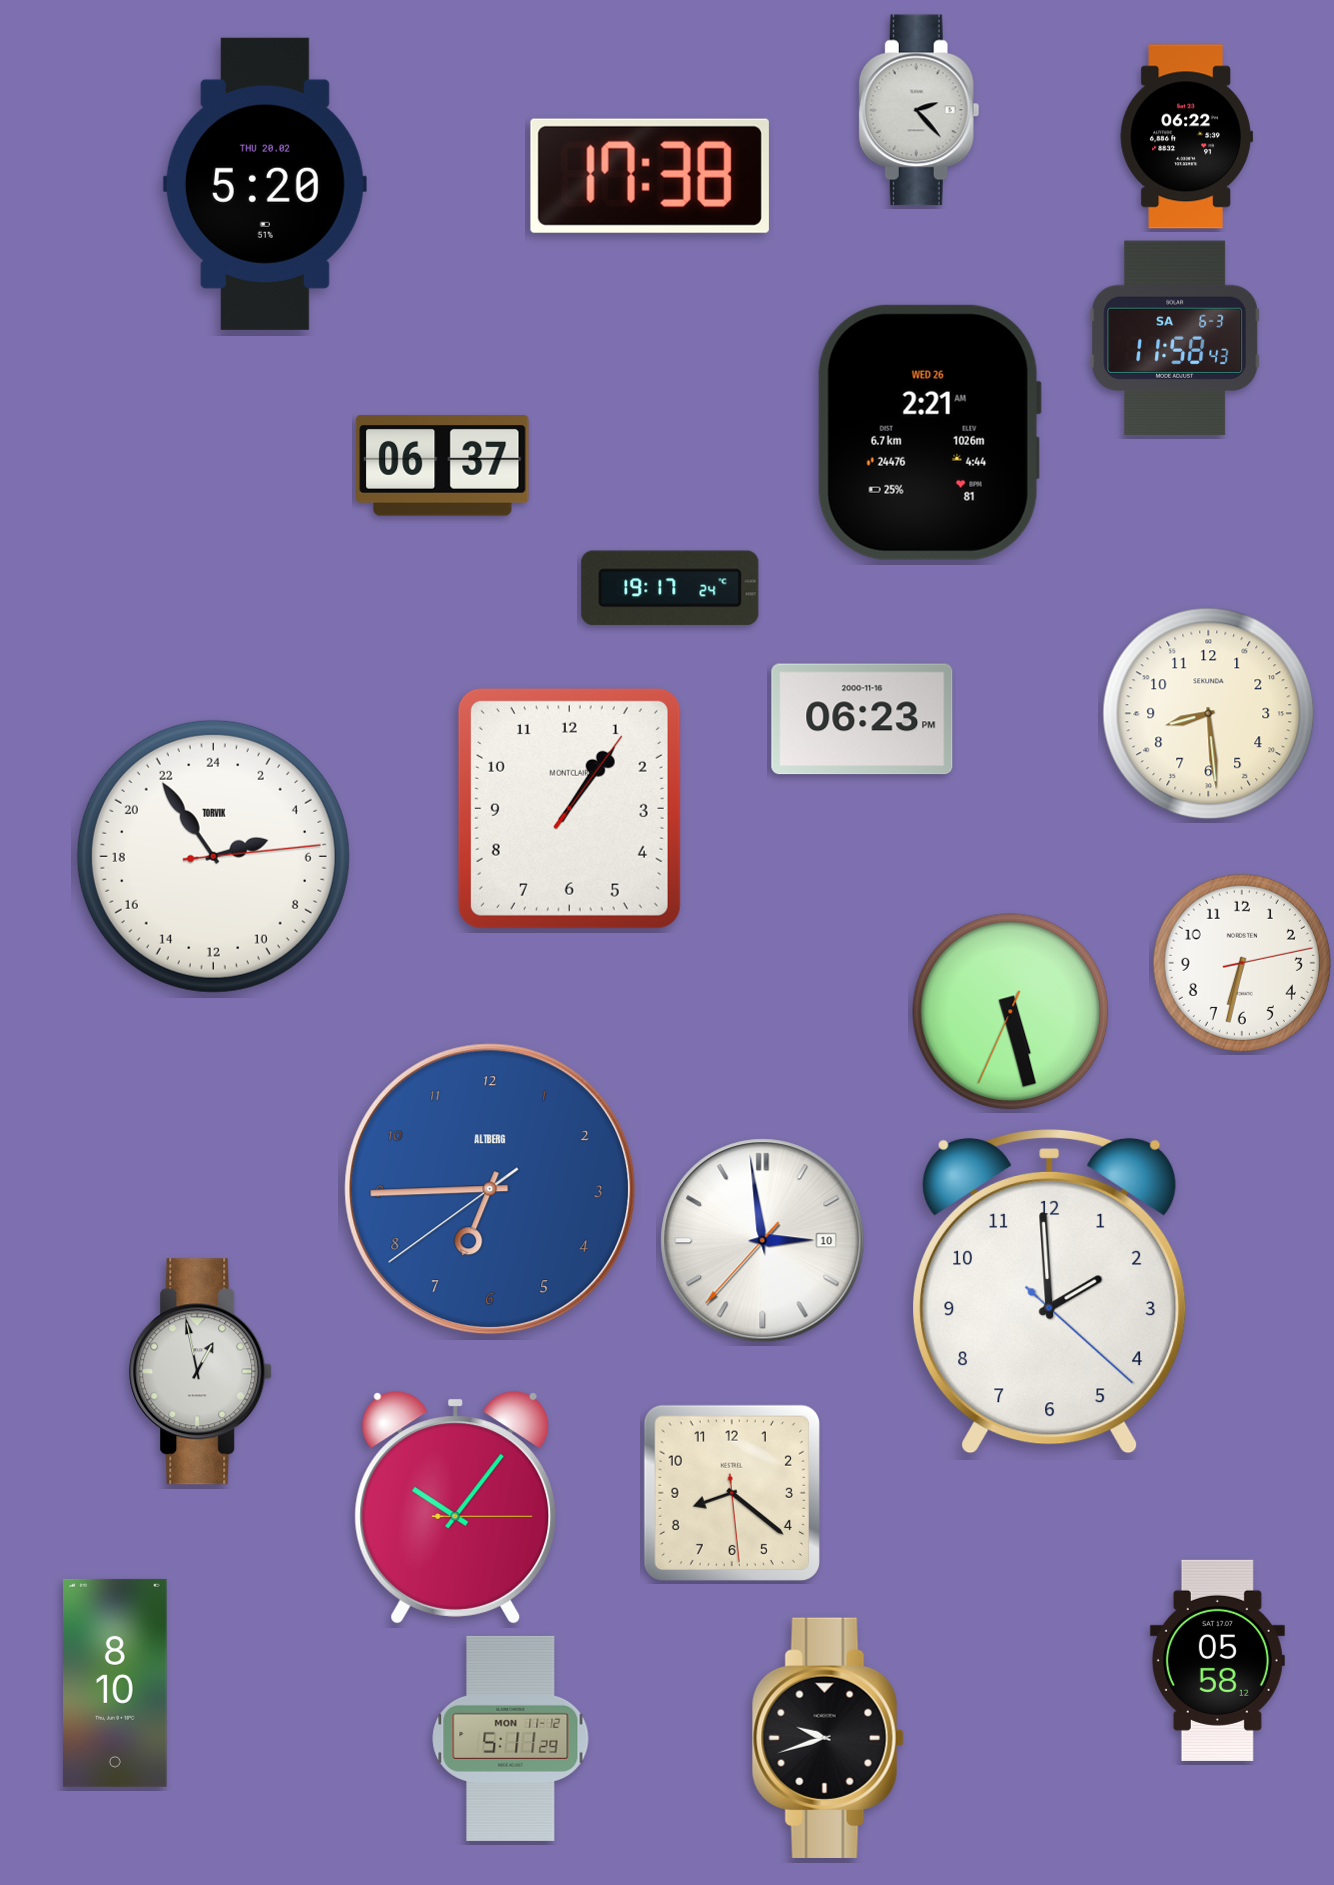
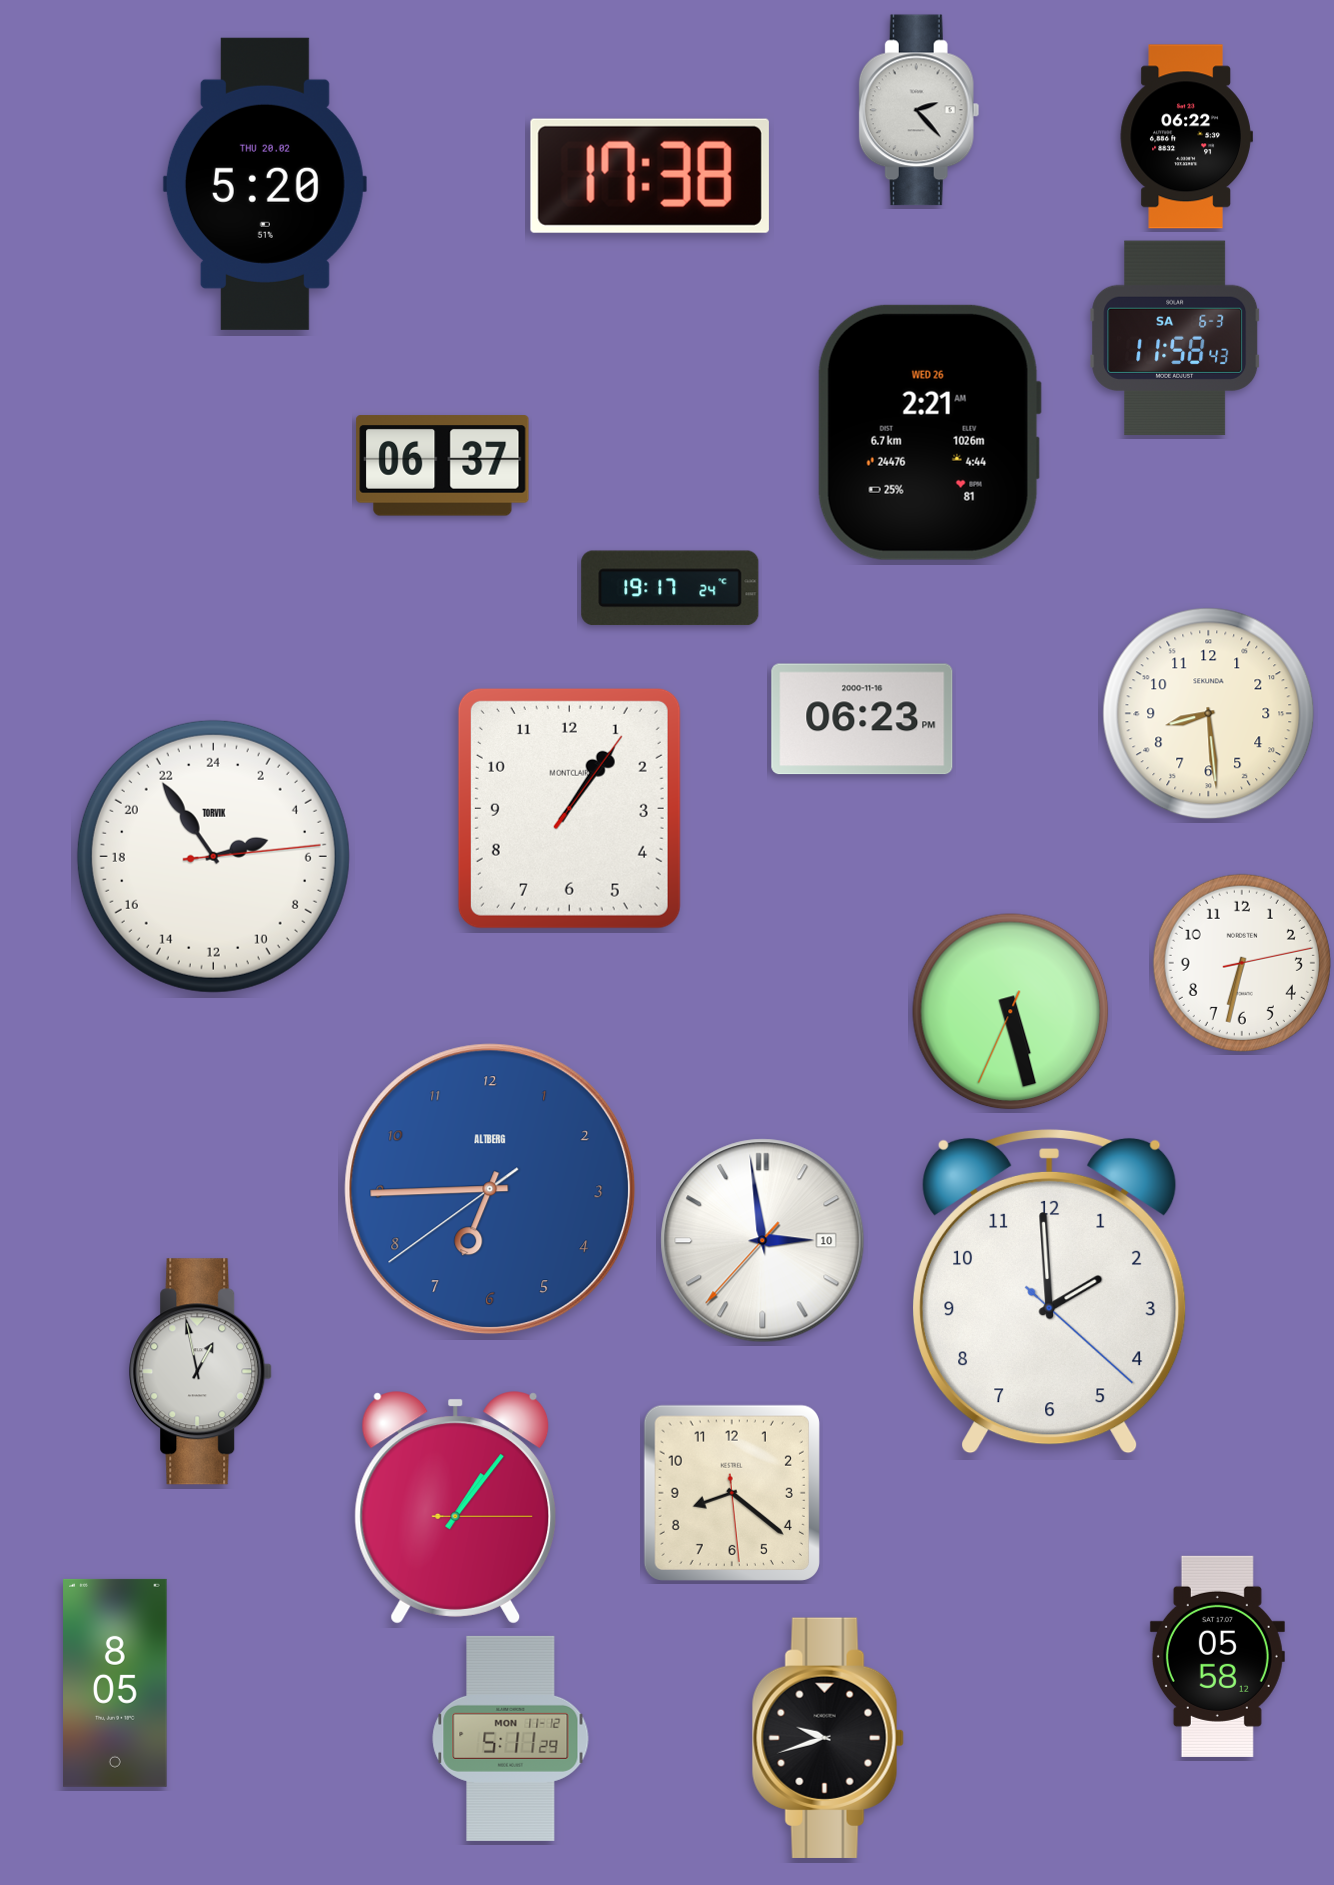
clock at (456, 1508): 10:06 -> 1:06
clock at (1217, 1660) position: (1217, 1660) -> (1217, 1656)
clock at (115, 1683): 8:10 -> 8:05
